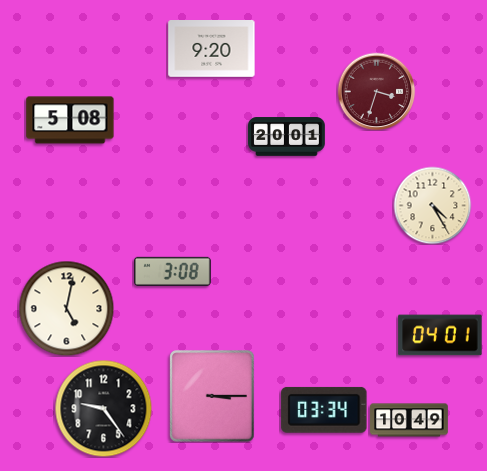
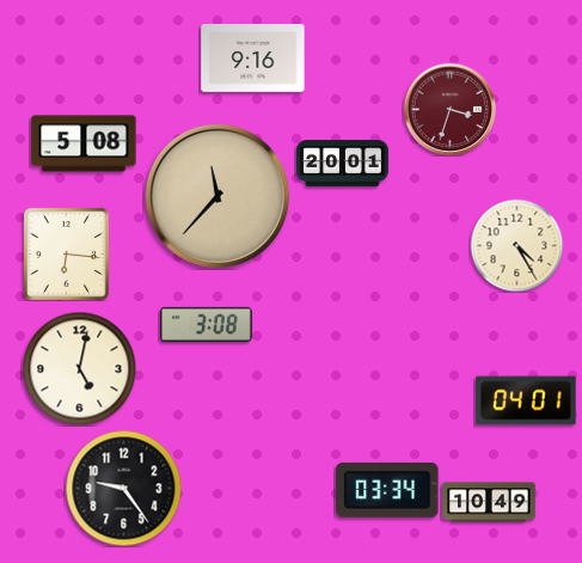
clock at (212, 49): 9:20 -> 9:16
clock at (218, 196): none -> 11:37
clock at (66, 253): none -> 6:16
clock at (212, 396): 3:15 -> none
